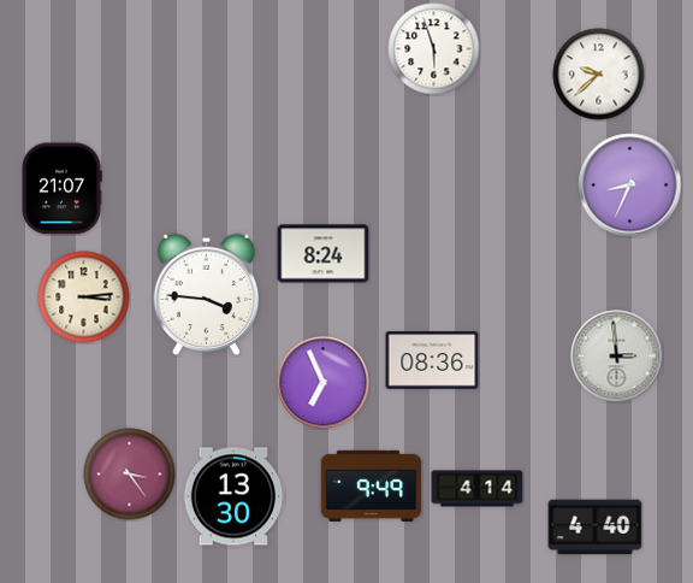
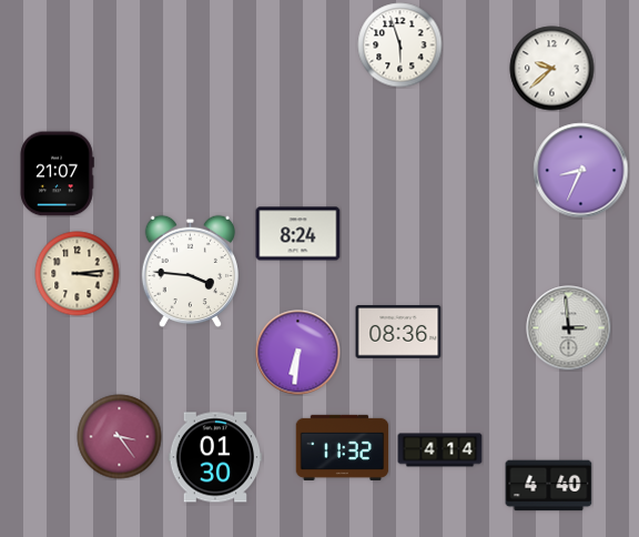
clock at (324, 383): 6:56 -> 6:31
clock at (372, 485): 9:49 -> 11:32
clock at (233, 496): 13:30 -> 01:30
